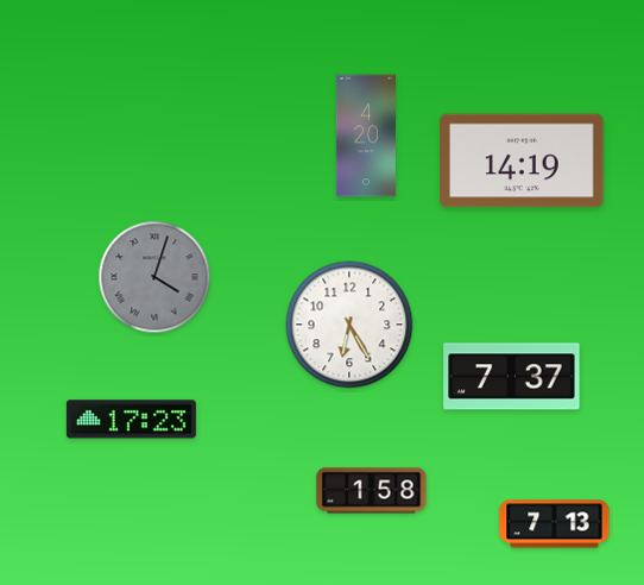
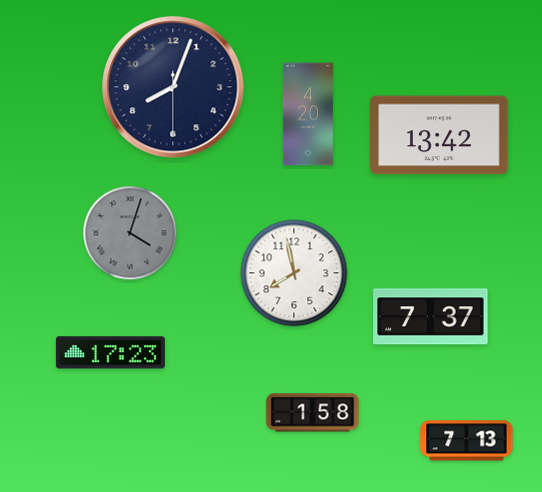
clock at (173, 87): none -> 8:03
clock at (522, 161): 14:19 -> 13:42
clock at (349, 325): 6:25 -> 7:58
